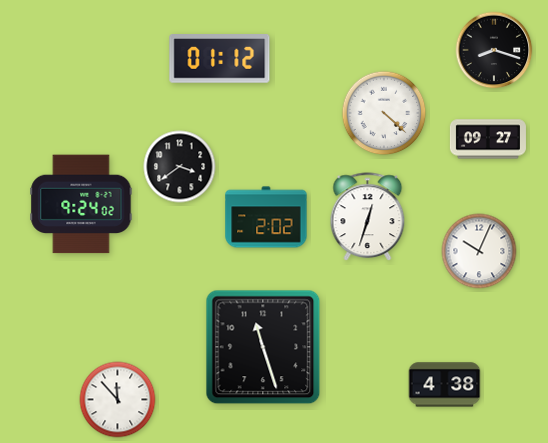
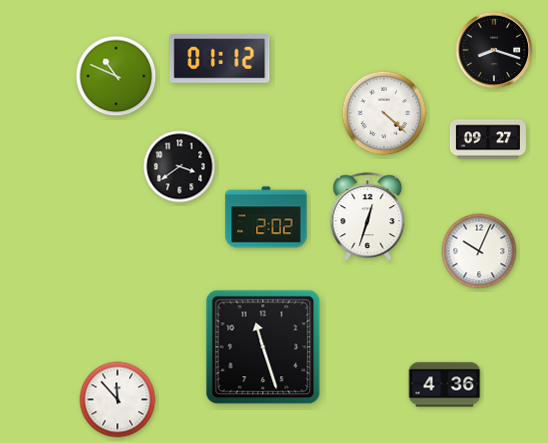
clock at (116, 76): none -> 10:49
clock at (81, 204): 9:24 -> none
clock at (445, 385): 4:38 -> 4:36
